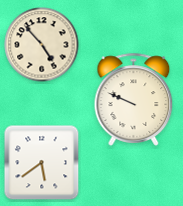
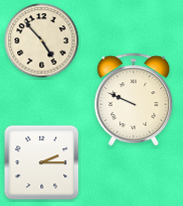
clock at (42, 45) position: (42, 45) -> (42, 41)
clock at (42, 163): 5:39 -> 2:15
